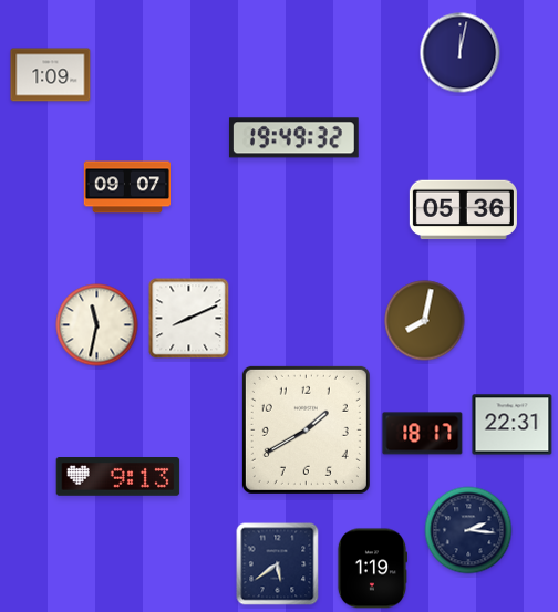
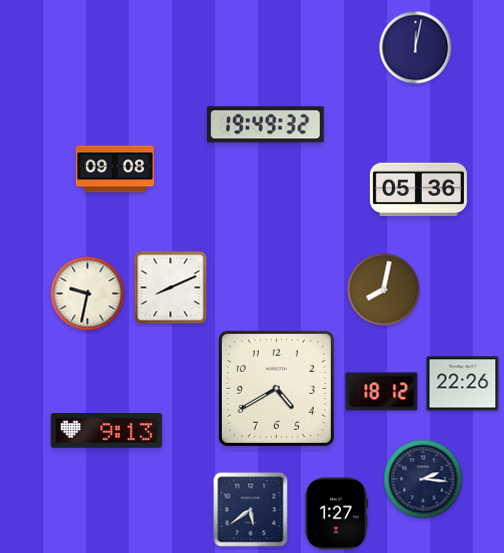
clock at (51, 75): 1:09 -> none
clock at (126, 187): 09:07 -> 09:08
clock at (97, 325): 11:32 -> 9:32
clock at (513, 425): 22:31 -> 22:26
clock at (306, 429): 1:40 -> 4:40
clock at (423, 434): 18:17 -> 18:12
clock at (371, 569): 1:19 -> 1:27
